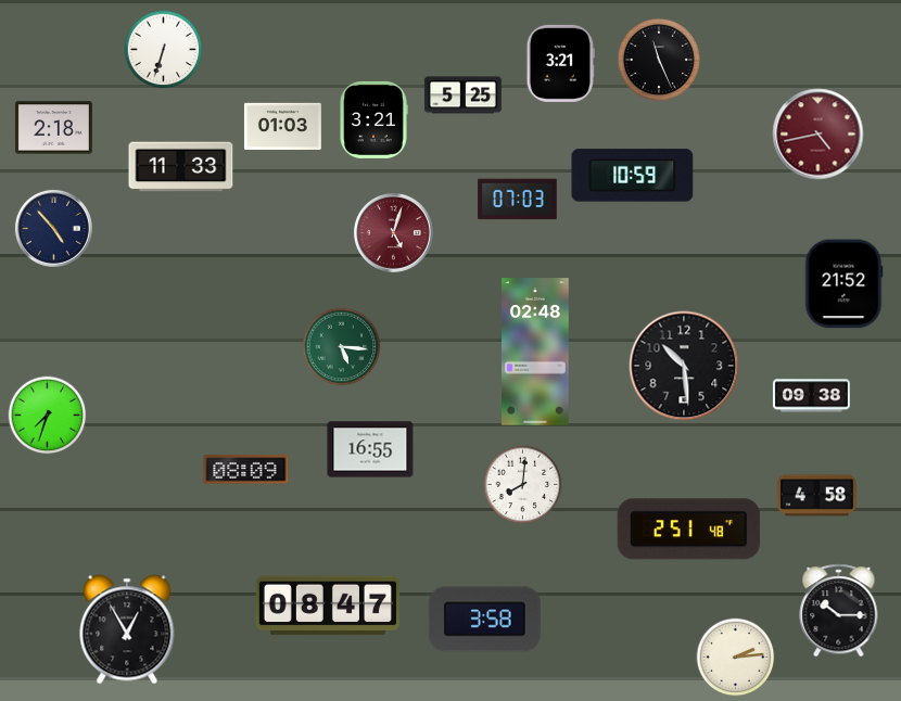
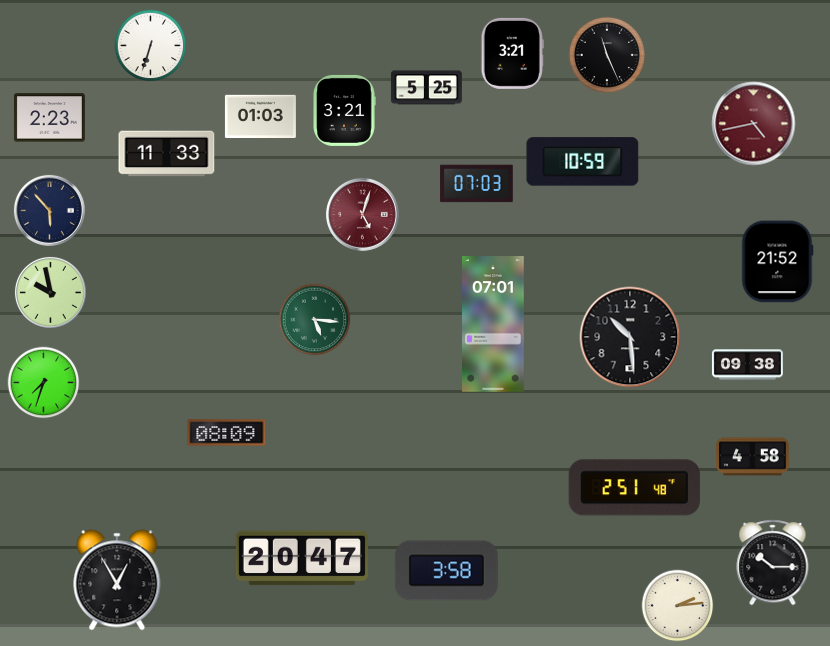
clock at (560, 63) position: (560, 63) -> (512, 53)
clock at (53, 128): 2:18 -> 2:23
clock at (53, 228): 4:53 -> 5:53
clock at (50, 292): none -> 9:58
clock at (536, 352): 02:48 -> 07:01
clock at (370, 449): 16:55 -> none
clock at (523, 485): 8:01 -> none
clock at (328, 606): 08:47 -> 20:47
